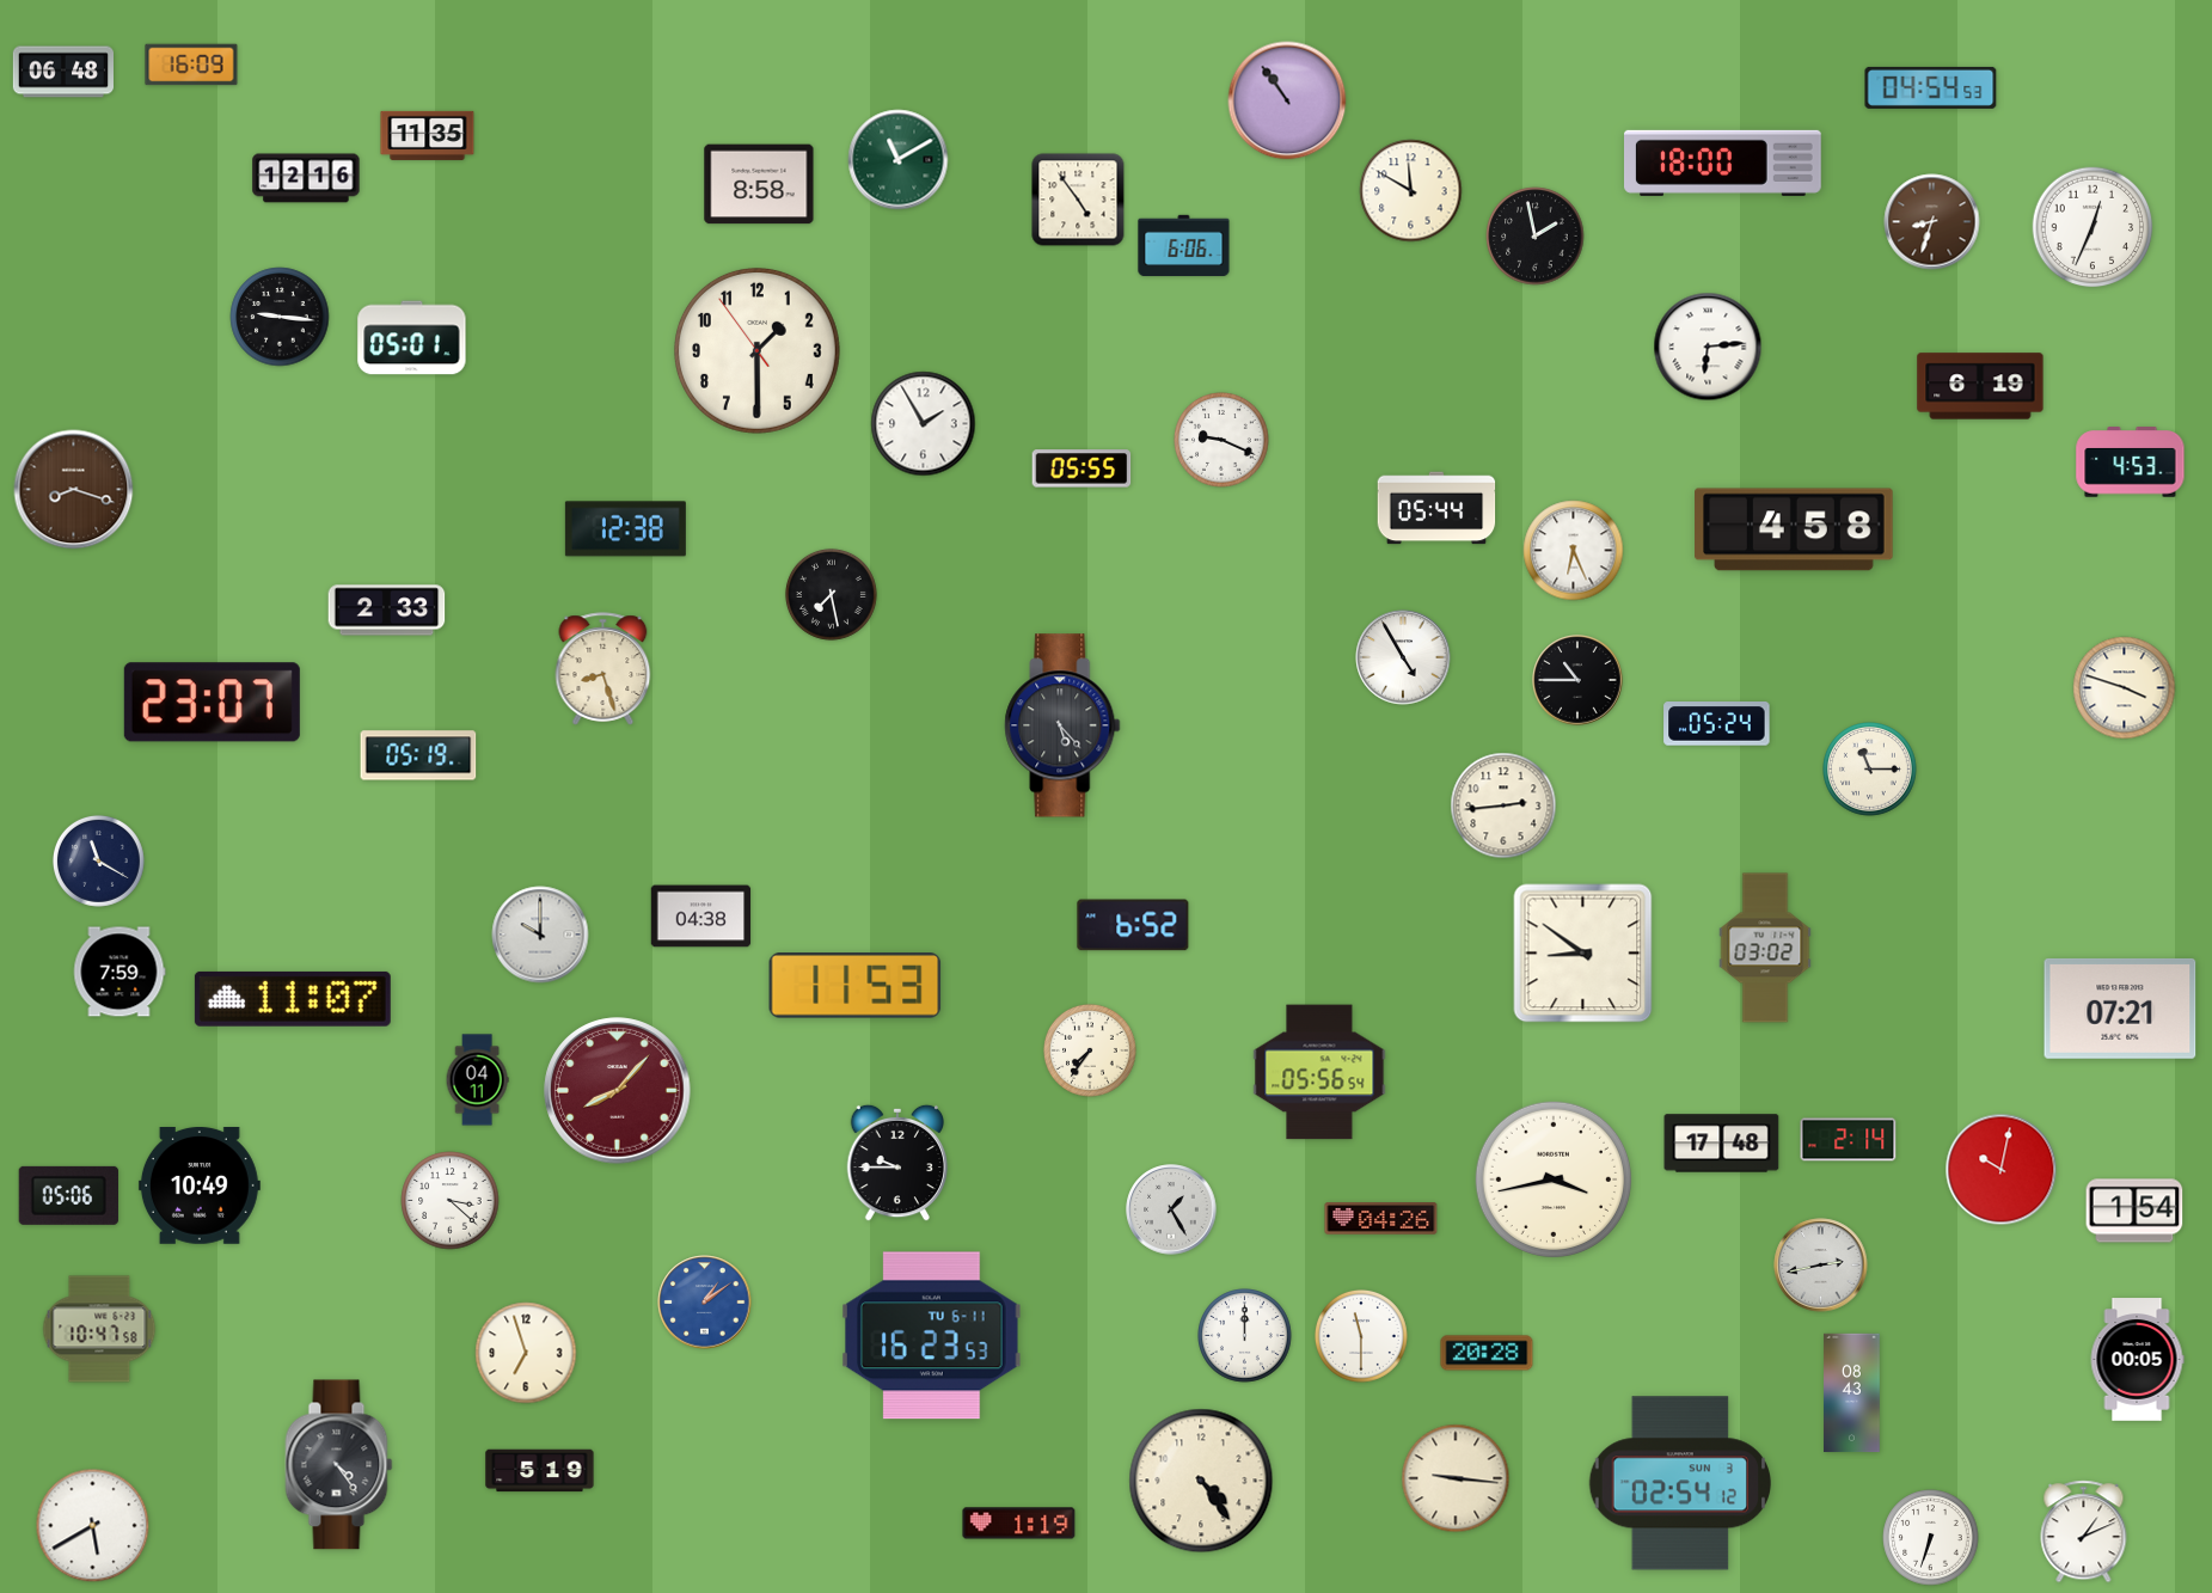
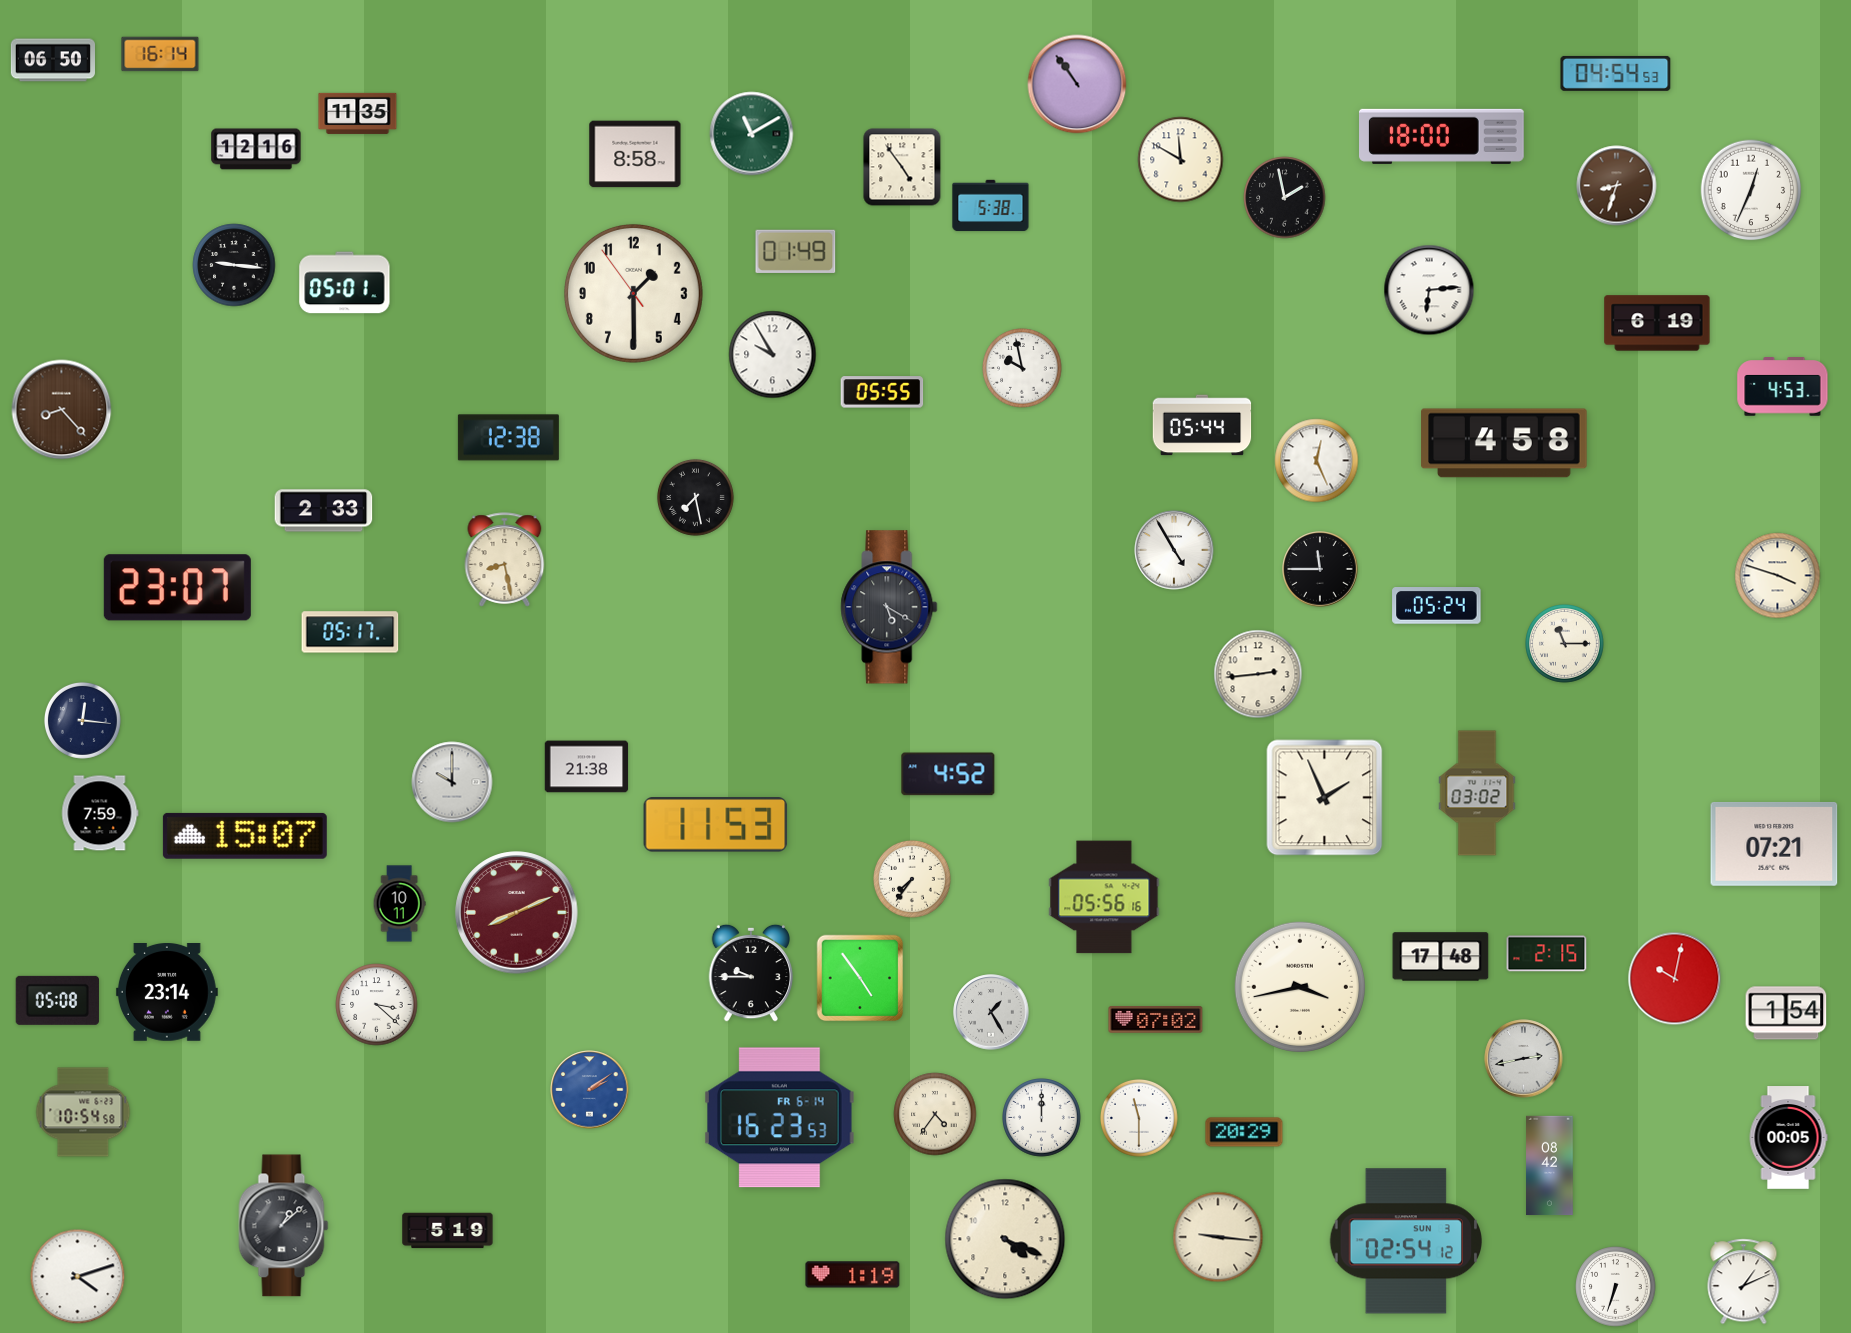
clock at (191, 65): 16:09 -> 16:14
clock at (62, 72): 06:48 -> 06:50
clock at (1184, 246): 6:06 -> 5:38
clock at (796, 251): none -> 01:49
clock at (924, 424): 1:55 -> 9:55
clock at (1221, 440): 9:19 -> 9:58
clock at (1082, 468) position: (1082, 468) -> (882, 392)
clock at (74, 490): 8:18 -> 8:23
clock at (625, 529) position: (625, 529) -> (508, 438)
clock at (1794, 529) position: (1794, 529) -> (1504, 443)
clock at (1574, 551): 6:26 -> 12:26
clock at (603, 669): 8:27 -> 8:28
clock at (1577, 680): 10:45 -> 11:45
clock at (1062, 725): 5:23 -> 5:20
clock at (418, 755): 05:19 -> 05:17
clock at (98, 860): 11:20 -> 12:16
clock at (701, 917): 04:38 -> 21:38
clock at (1133, 925): 6:52 -> 4:52
clock at (1583, 954): 8:51 -> 1:56
clock at (293, 999): 11:07 -> 15:07
clock at (1319, 1072): 05:56:54 -> 05:56:16
clock at (477, 1080): 04:11 -> 10:11
clock at (618, 1091): 8:07 -> 8:11
clock at (1849, 1140): 2:14 -> 2:15
clock at (860, 978): none -> 4:54
clock at (200, 1187): 10:49 -> 23:14
clock at (68, 1195): 05:06 -> 05:08
clock at (1171, 1209) position: (1171, 1209) -> (991, 1012)
clock at (1381, 1219): 04:26 -> 07:02
clock at (705, 1303): 1:09 -> 2:09
clock at (99, 1329): 10:47 -> 10:54
clock at (935, 1114): none -> 4:36
clock at (932, 1336) date: TU 6-11 -> FR 6-14
clock at (526, 1353): 6:57 -> none
clock at (1487, 1353): 20:28 -> 20:29
clock at (1852, 1393): 08:43 -> 08:42
clock at (339, 1465): 4:24 -> 1:08
clock at (540, 1471) position: (540, 1471) -> (448, 1231)
clock at (1201, 1481): 4:24 -> 4:19
clock at (93, 1526): 5:40 -> 4:12
